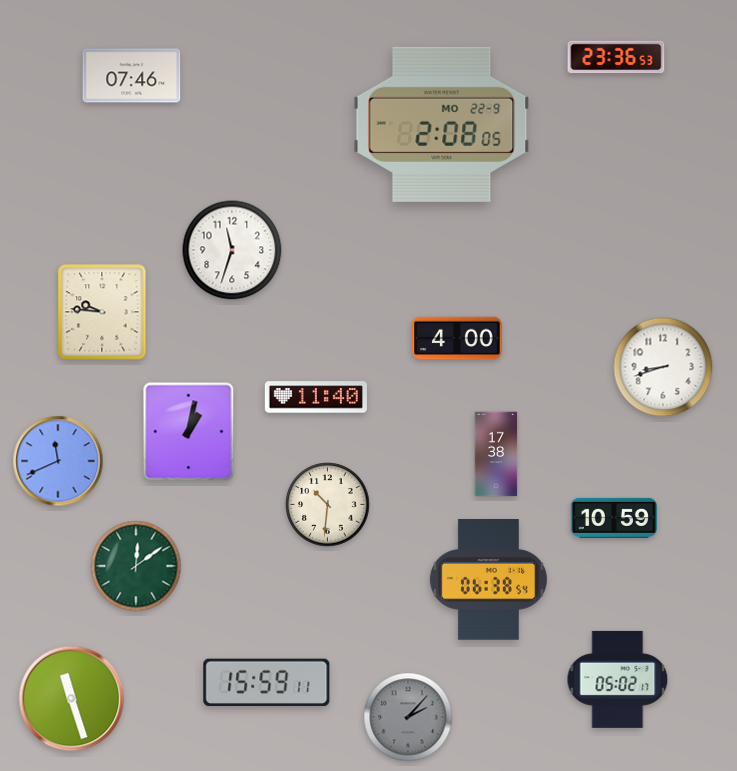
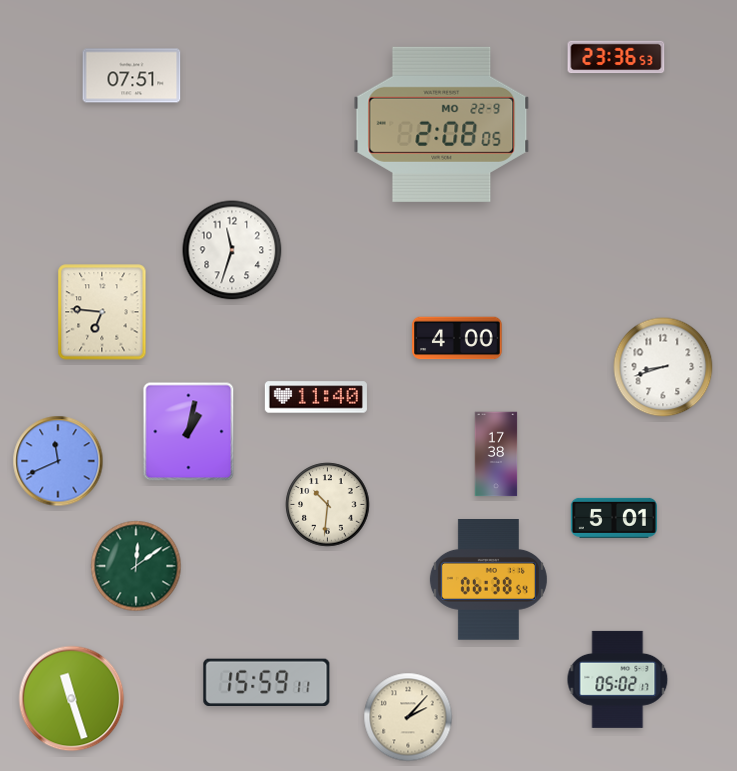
clock at (132, 76): 07:46 -> 07:51
clock at (102, 312): 9:46 -> 6:46
clock at (614, 518): 10:59 -> 5:01
clock at (408, 717) dial: grey -> cream
